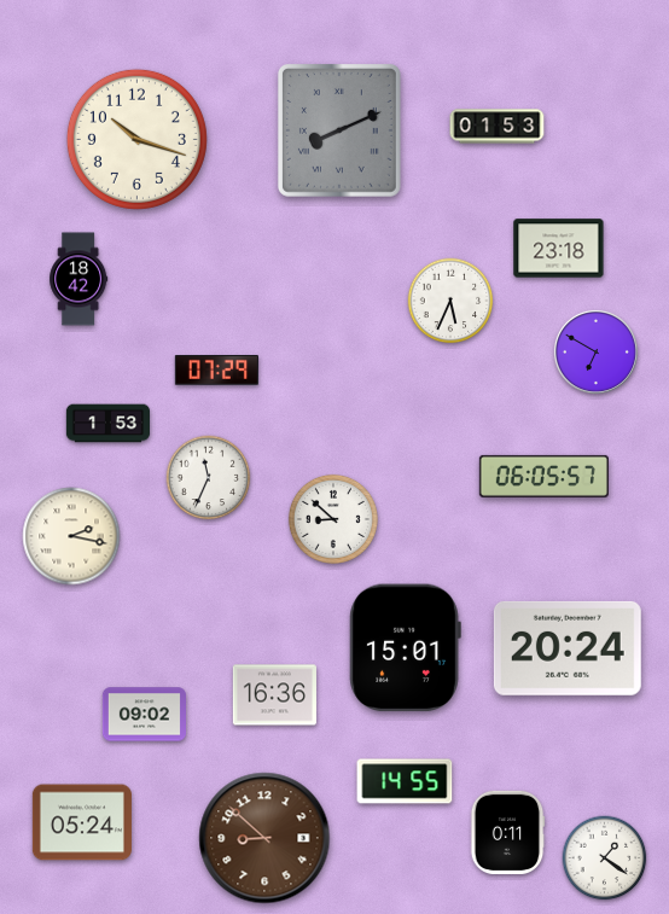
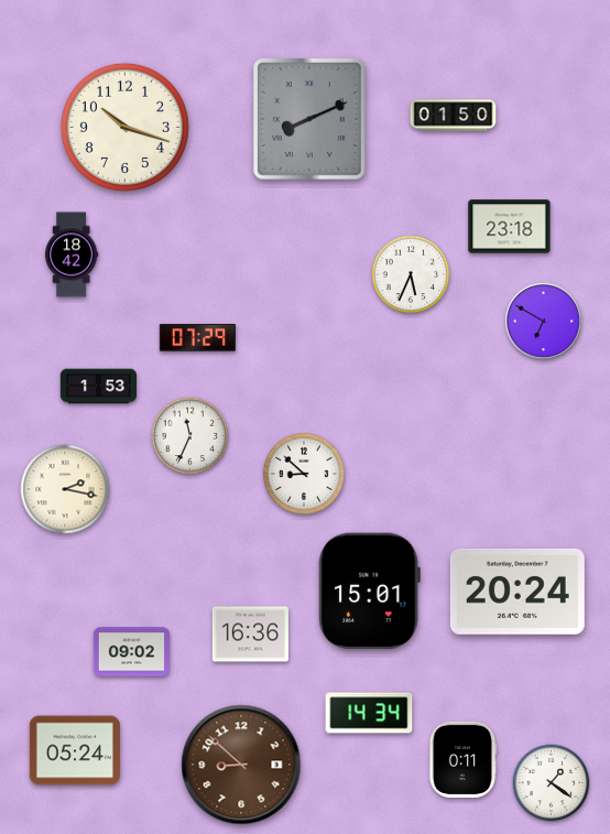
clock at (498, 127): 01:53 -> 01:50
clock at (543, 476): 06:05 -> none
clock at (405, 781): 14:55 -> 14:34
